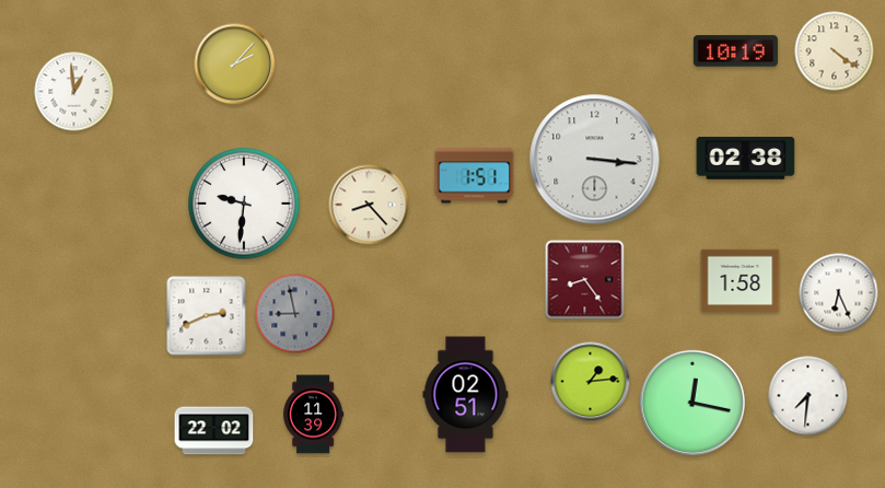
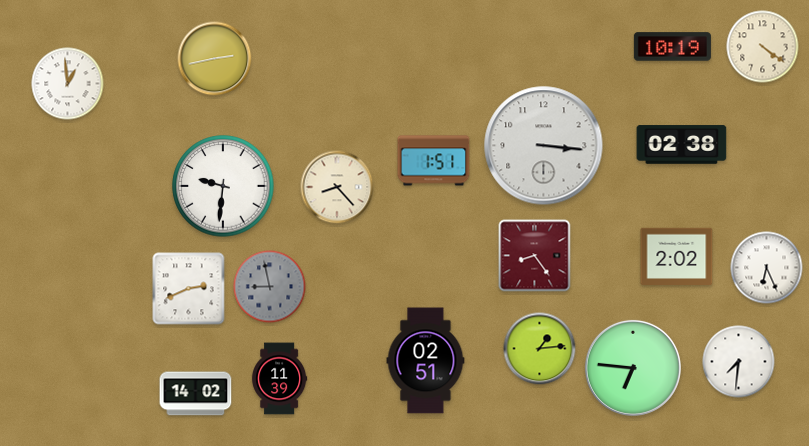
clock at (235, 65): 2:07 -> 2:43
clock at (741, 281): 1:58 -> 2:02
clock at (692, 403): 12:17 -> 6:46
clock at (314, 415) position: (314, 415) -> (280, 379)
clock at (214, 431): 22:02 -> 14:02
